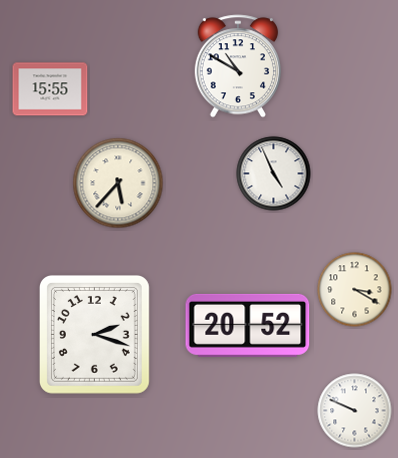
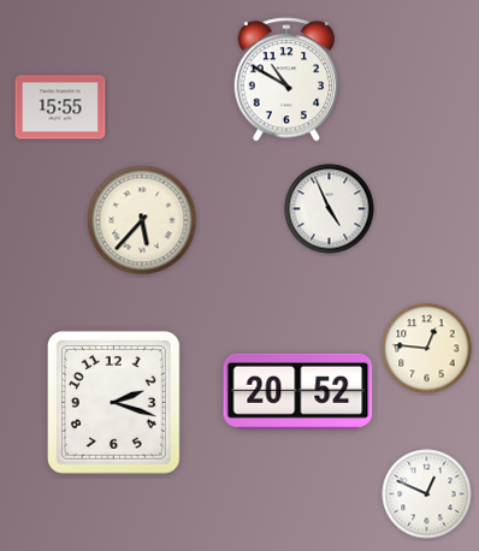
clock at (355, 290): 3:20 -> 12:46
clock at (355, 411): 9:49 -> 12:49
